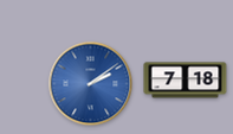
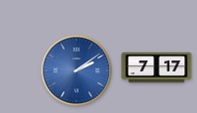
clock at (186, 81): 7:18 -> 7:17
